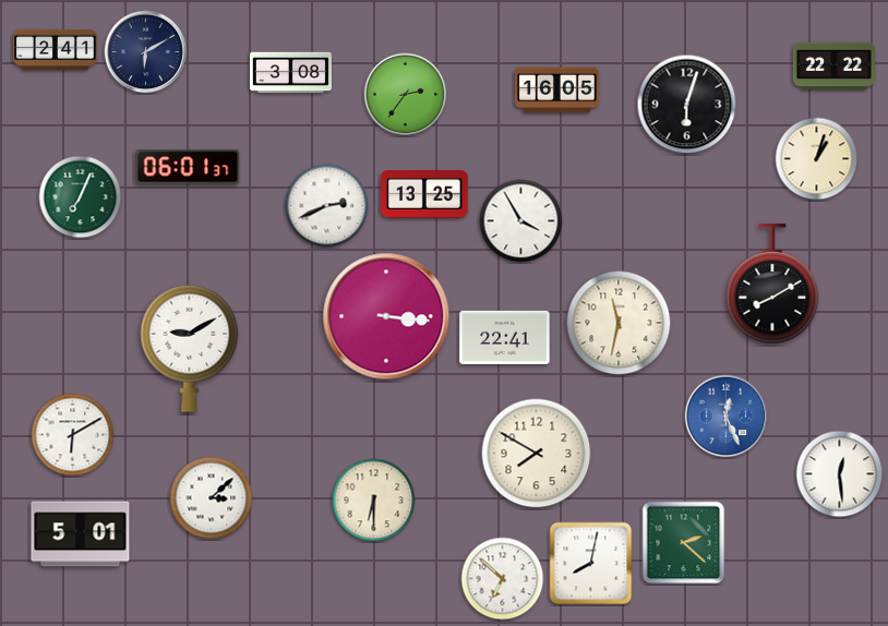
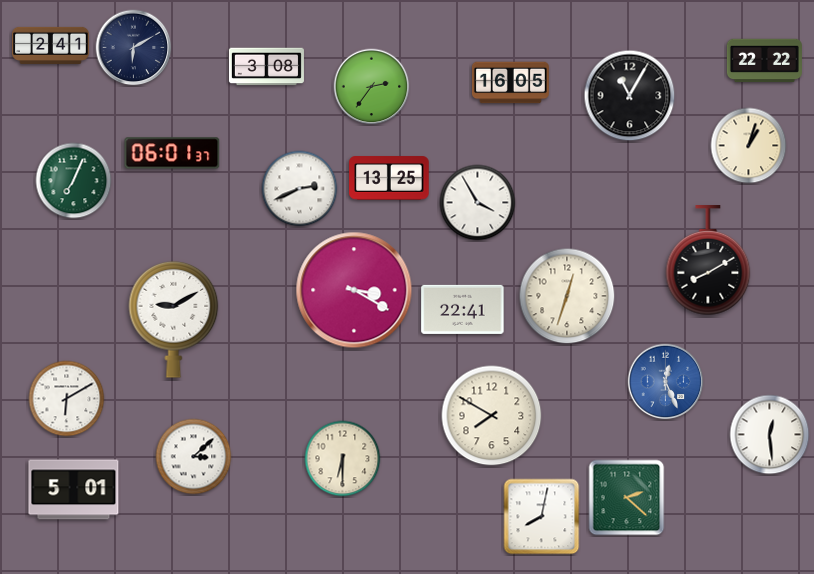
clock at (687, 105): 6:03 -> 11:05
clock at (386, 316): 3:16 -> 3:20
clock at (619, 323): 11:32 -> 12:33
clock at (503, 579): 6:52 -> none
